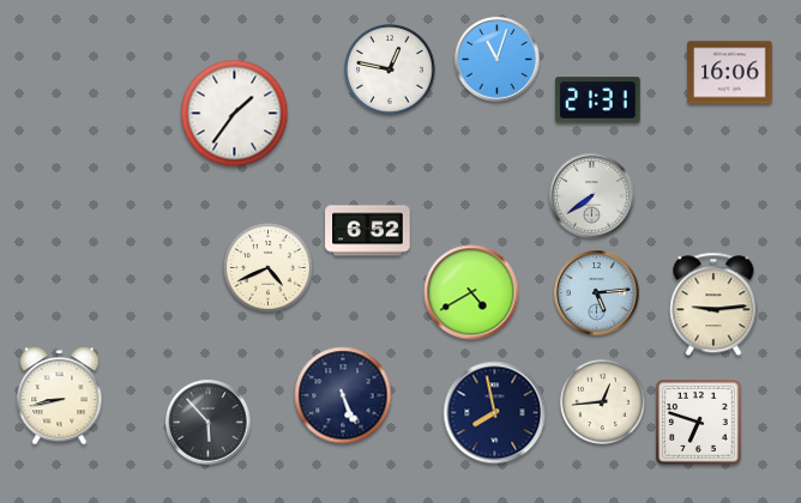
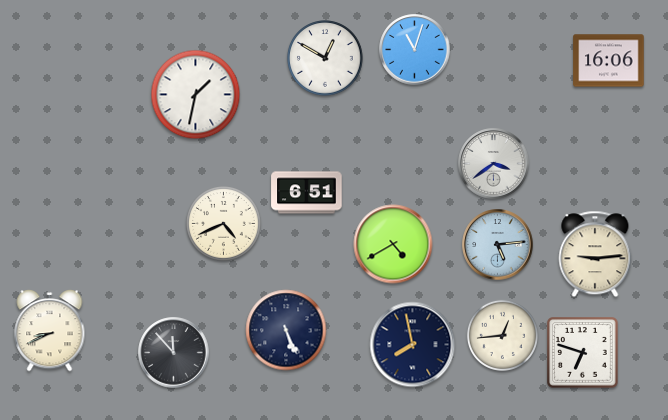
clock at (390, 69): 12:47 -> 12:50
clock at (598, 101): 21:31 -> none
clock at (235, 114): 1:36 -> 1:32
clock at (592, 196): 7:39 -> 3:39
clock at (368, 231): 6:52 -> 6:51
clock at (60, 396): 8:43 -> 8:41
clock at (209, 423): 5:53 -> 11:53
